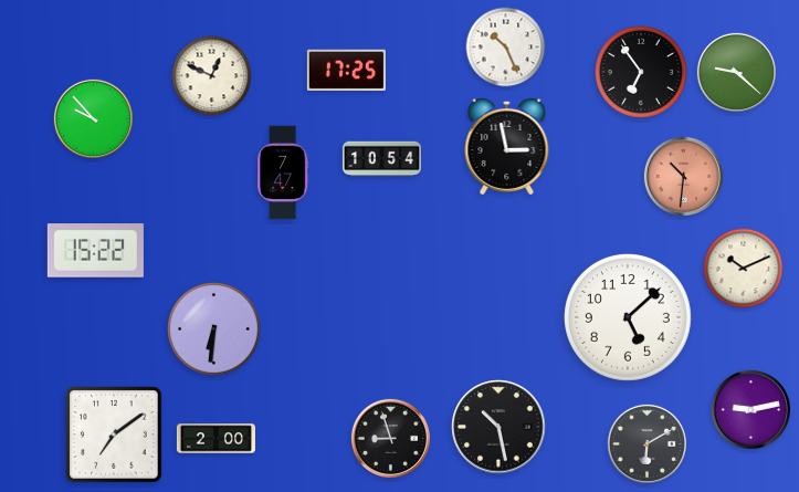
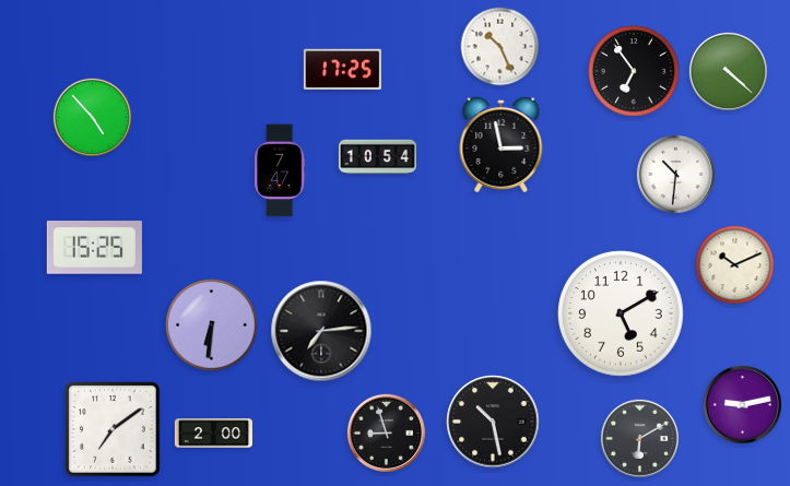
clock at (736, 72): 9:22 -> 4:22
clock at (212, 76): 12:49 -> none
clock at (93, 118): 9:53 -> 4:53
clock at (683, 176) dial: salmon -> white
clock at (95, 251): 15:22 -> 15:25
clock at (629, 318): 5:08 -> 5:10
clock at (321, 331): none -> 7:14
